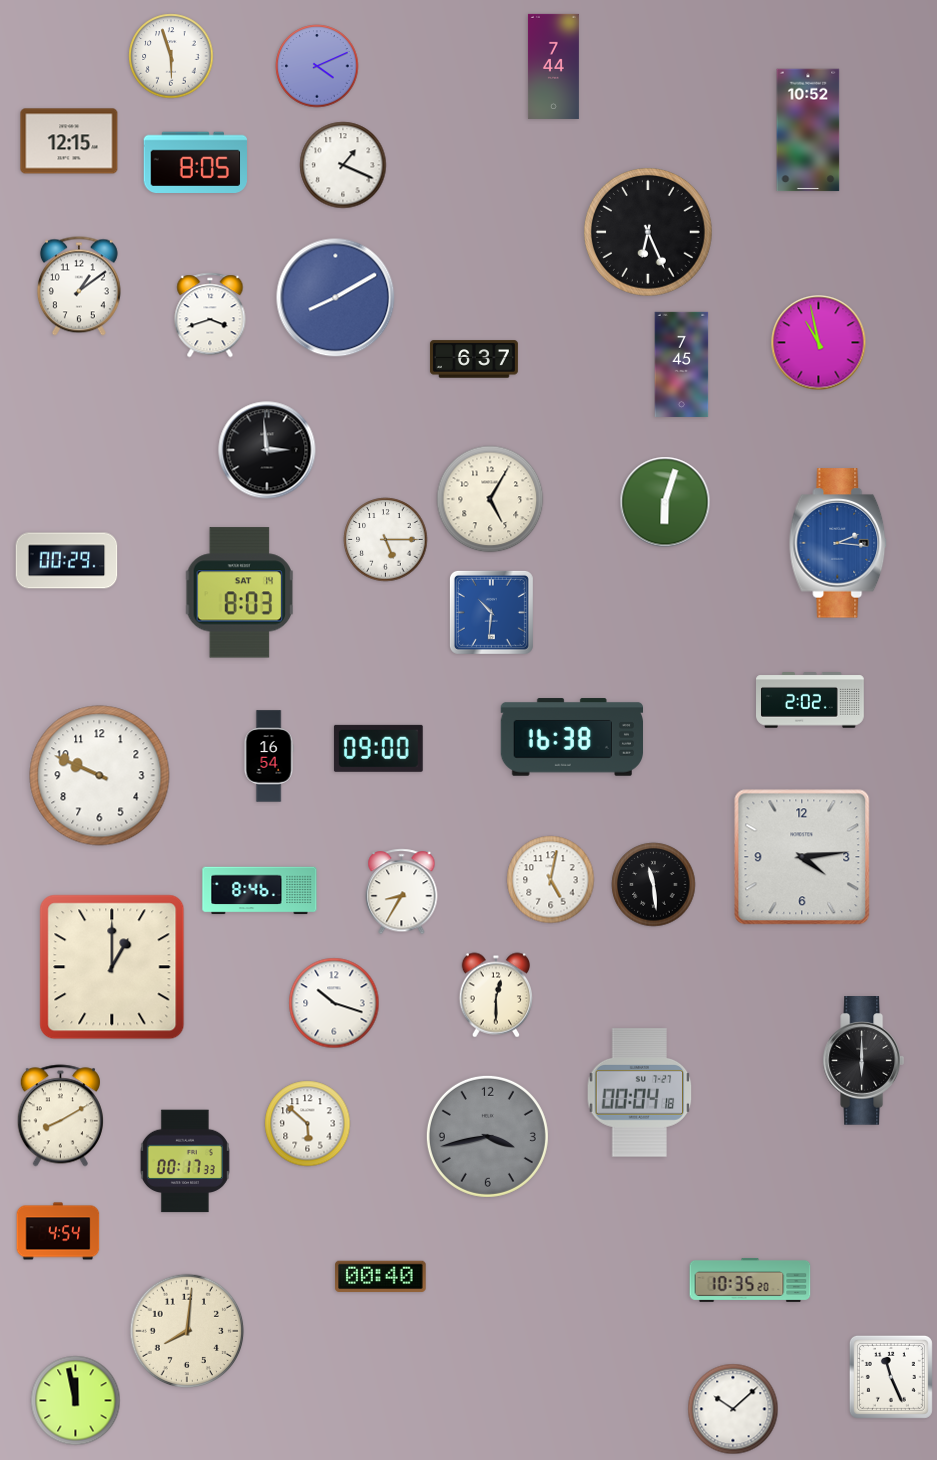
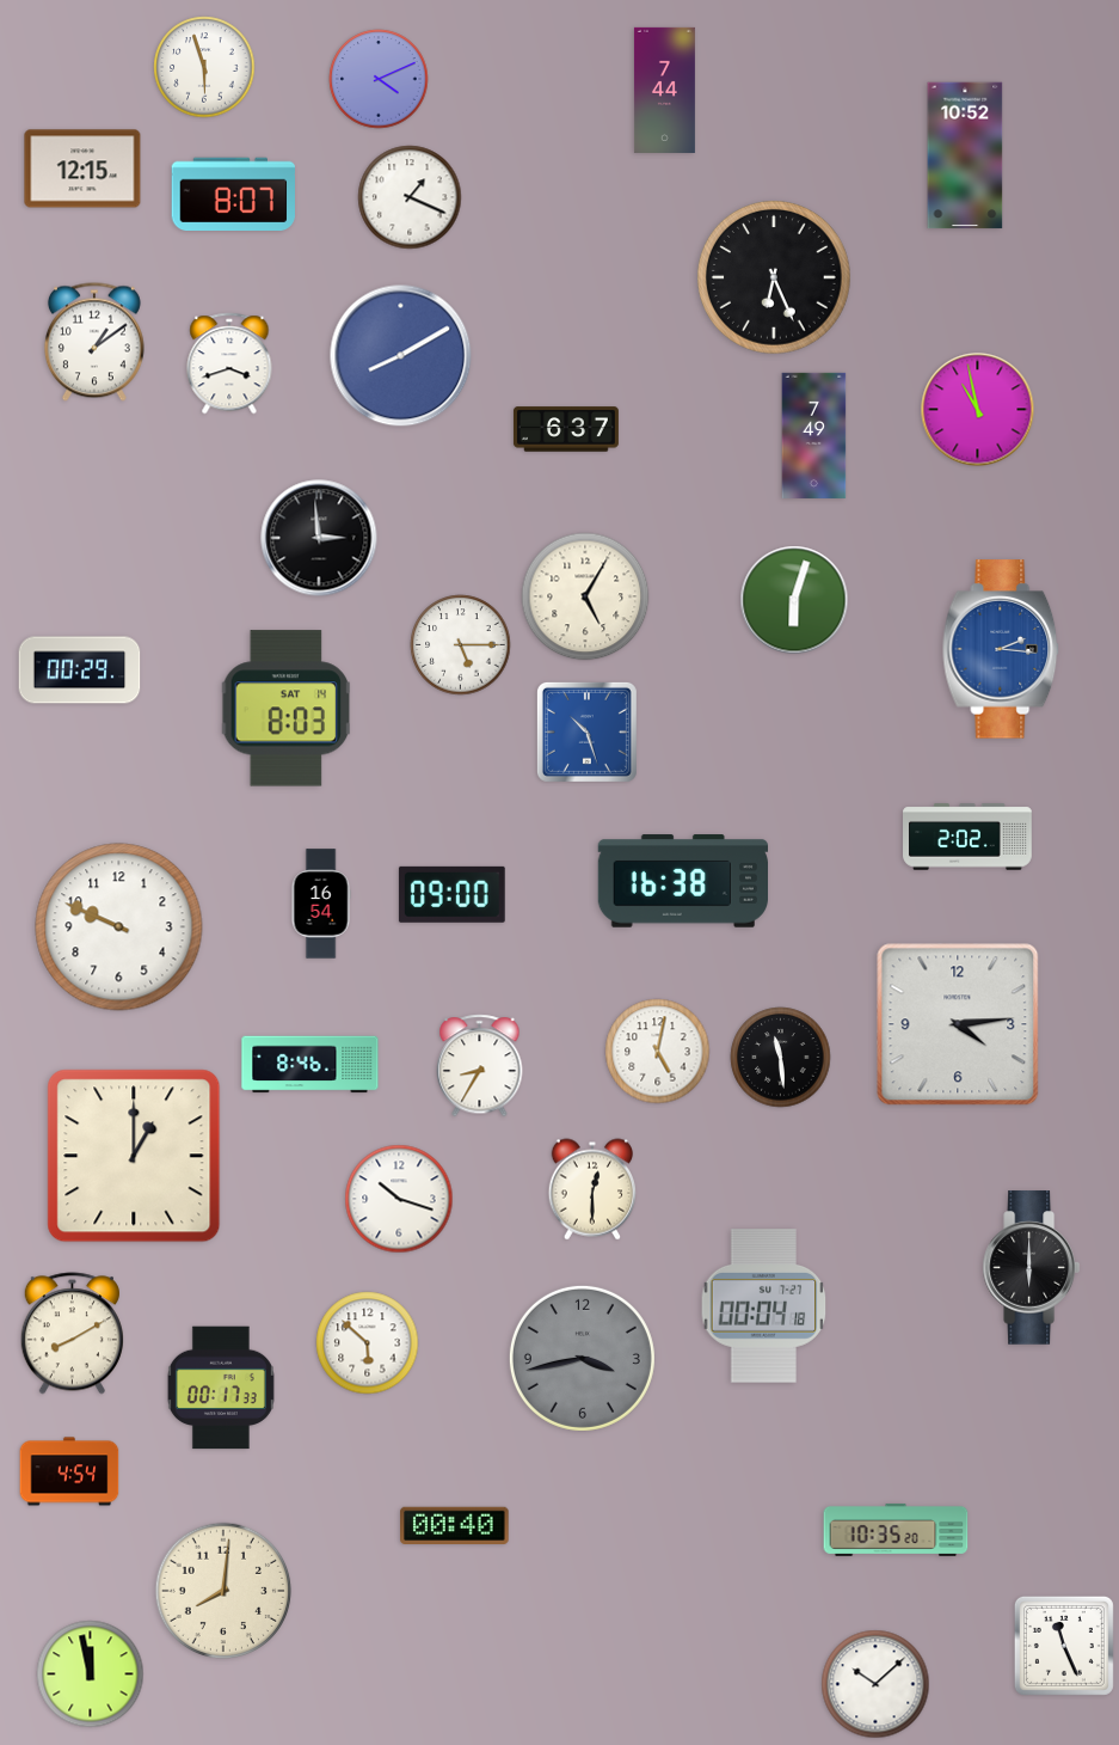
clock at (553, 66) position: (553, 66) -> (664, 90)
clock at (195, 162): 8:05 -> 8:07
clock at (210, 315) position: (210, 315) -> (229, 363)
clock at (682, 364): 7:45 -> 7:49
clock at (491, 612): 10:31 -> 10:27
